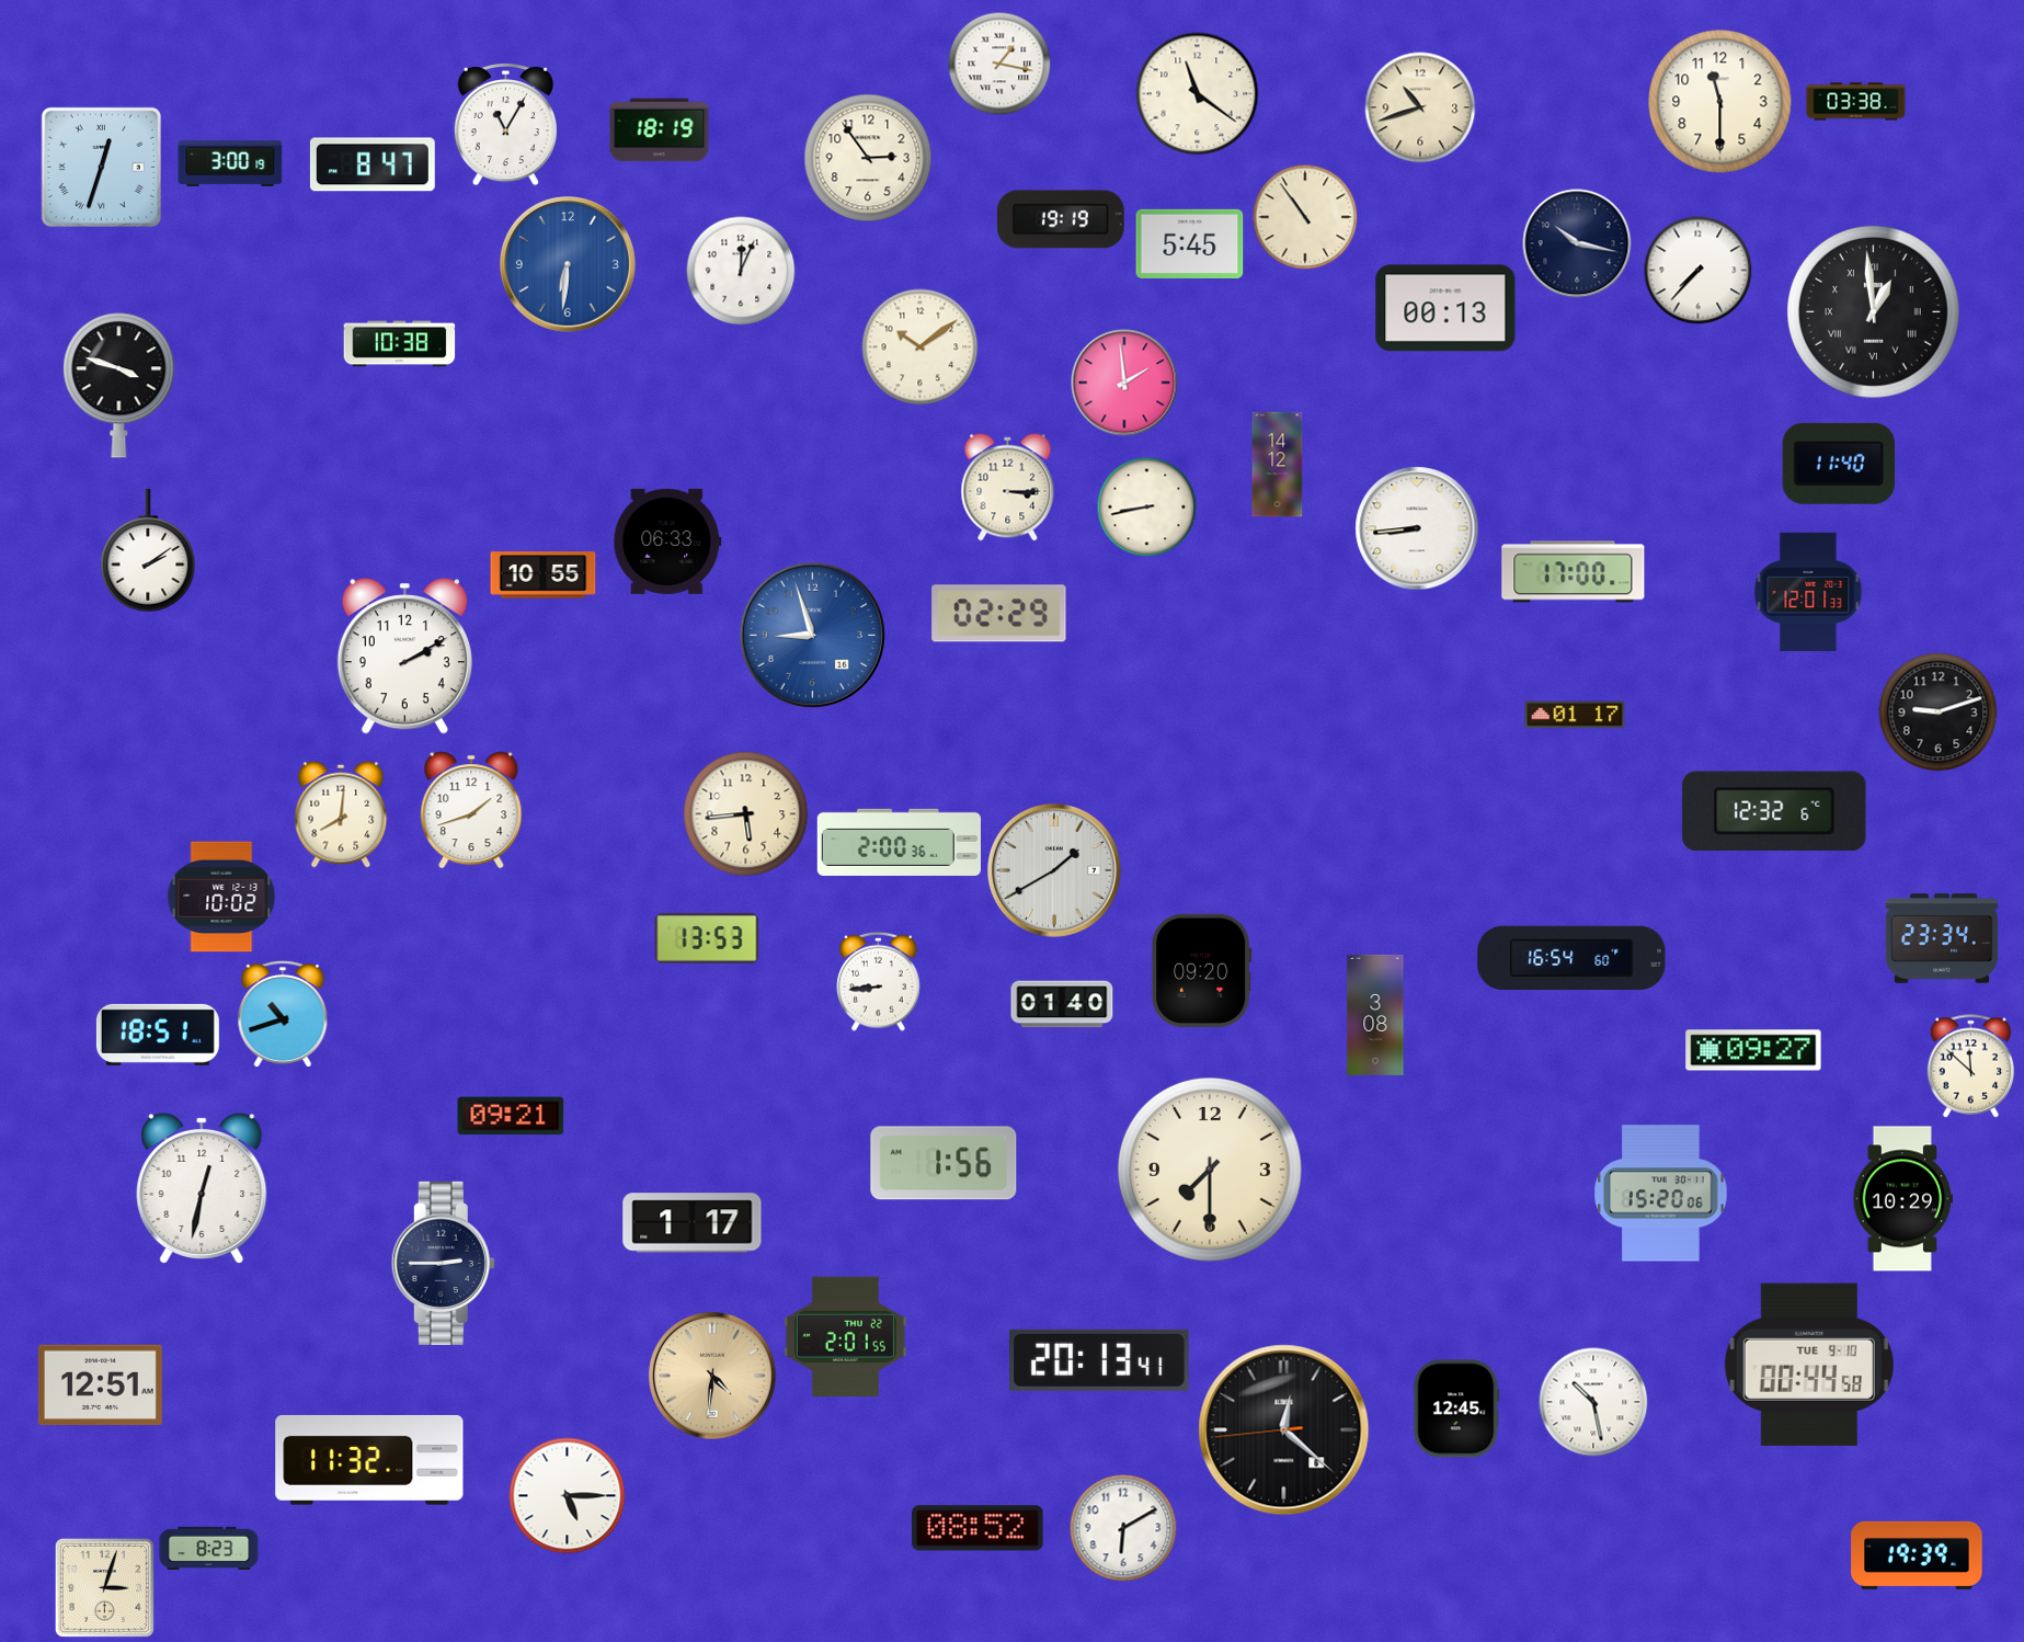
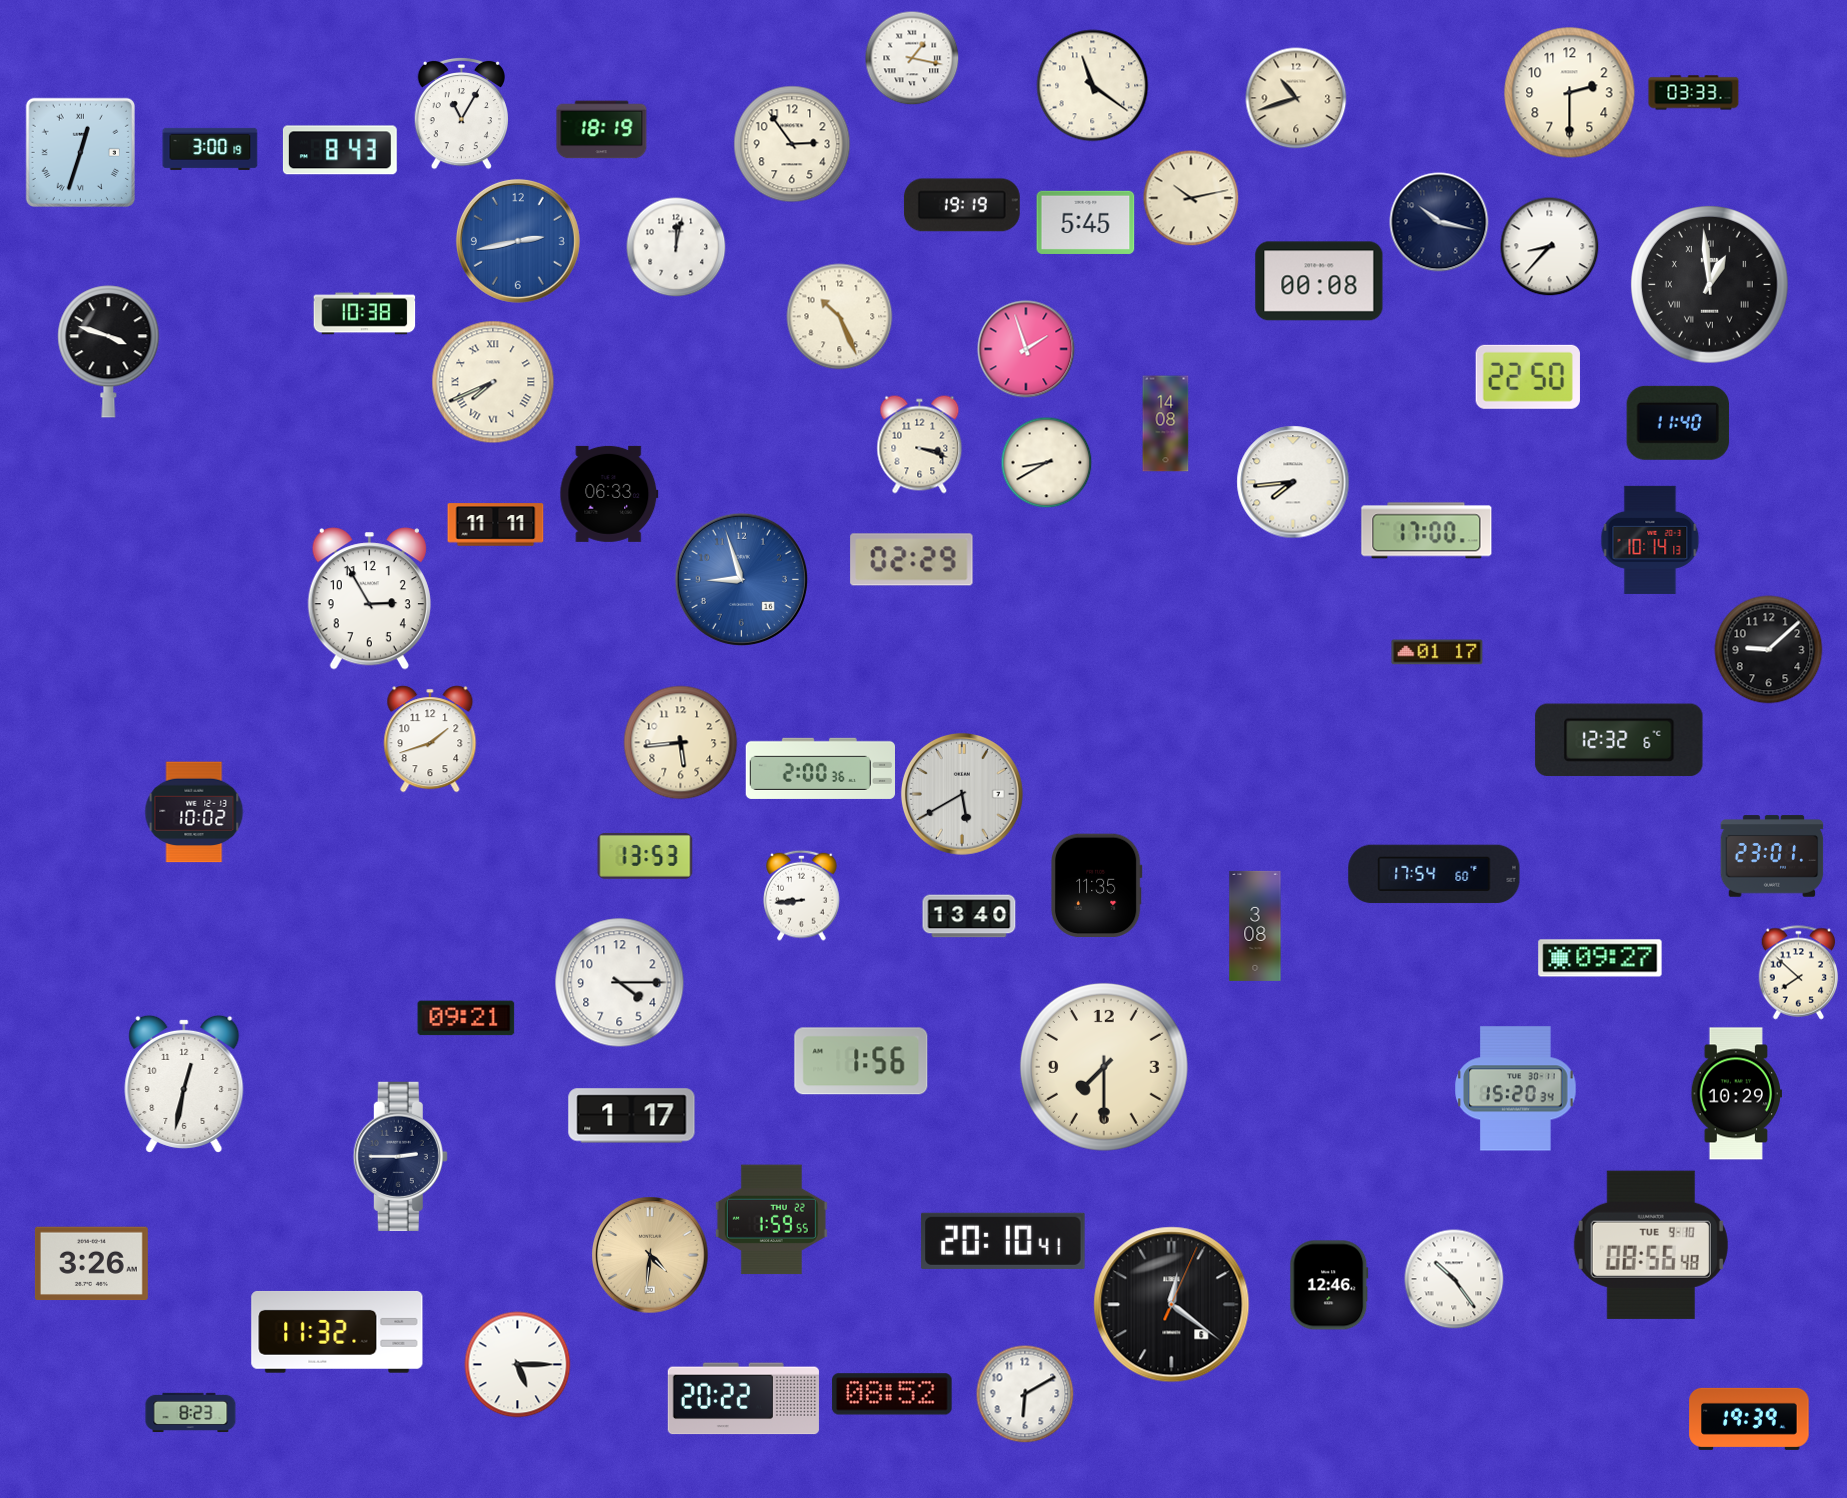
clock at (1720, 102): 11:30 -> 2:30
clock at (1856, 102): 03:38 -> 03:33
clock at (660, 130) position: (660, 130) -> (602, 130)
clock at (373, 164): 8:47 -> 8:43
clock at (101, 167) position: (101, 167) -> (80, 152)
clock at (1305, 217): 10:54 -> 10:13
clock at (1061, 219) position: (1061, 219) -> (962, 205)
clock at (568, 264): 6:31 -> 2:43
clock at (741, 271): 12:04 -> 12:02
clock at (1699, 271): 7:37 -> 8:37
clock at (1445, 308): 00:13 -> 00:08
clock at (920, 347): 10:09 -> 10:26
clock at (1124, 383): 1:59 -> 1:57
clock at (1528, 377): none -> 22:50
clock at (493, 382): none -> 7:41
clock at (1278, 465): 14:12 -> 14:08
clock at (1008, 488): 3:15 -> 3:18
clock at (1146, 506): 8:43 -> 8:40
clock at (1417, 528): 8:44 -> 7:44
clock at (148, 550): 2:09 -> none
clock at (1574, 572) position: (1574, 572) -> (1427, 531)
clock at (544, 575): 10:55 -> 11:11
clock at (1808, 592): 12:01 -> 10:14
clock at (404, 657): 2:10 -> 2:55
clock at (1939, 712): 9:12 -> 9:08
clock at (341, 814): 8:01 -> none
clock at (1054, 870): 1:40 -> 5:40
clock at (221, 897) position: (221, 897) -> (194, 812)
clock at (1942, 938): 23:34 -> 23:01
clock at (1571, 958): 16:54 -> 17:54
clock at (1201, 970): 09:20 -> 11:35
clock at (1062, 1004): 01:40 -> 13:40
clock at (283, 1013): 10:42 -> none
clock at (158, 1035): 18:51 -> none
clock at (1971, 1067): 11:52 -> 7:52
clock at (620, 983): none -> 4:15
clock at (1661, 1194): 15:20:06 -> 15:20:34
clock at (443, 1263) position: (443, 1263) -> (400, 1156)
clock at (845, 1337): 2:01 -> 1:59
clock at (1099, 1360): 20:13 -> 20:10
clock at (1809, 1365): 00:44 -> 08:56
clock at (100, 1386): 12:51 -> 3:26
clock at (1593, 1402): 10:28 -> 10:24
clock at (1456, 1409): 12:45 -> 12:46
clock at (1284, 1430): 12:21:44 -> 12:21:04
clock at (743, 1399): none -> 20:22
clock at (104, 1587): 3:03 -> none
